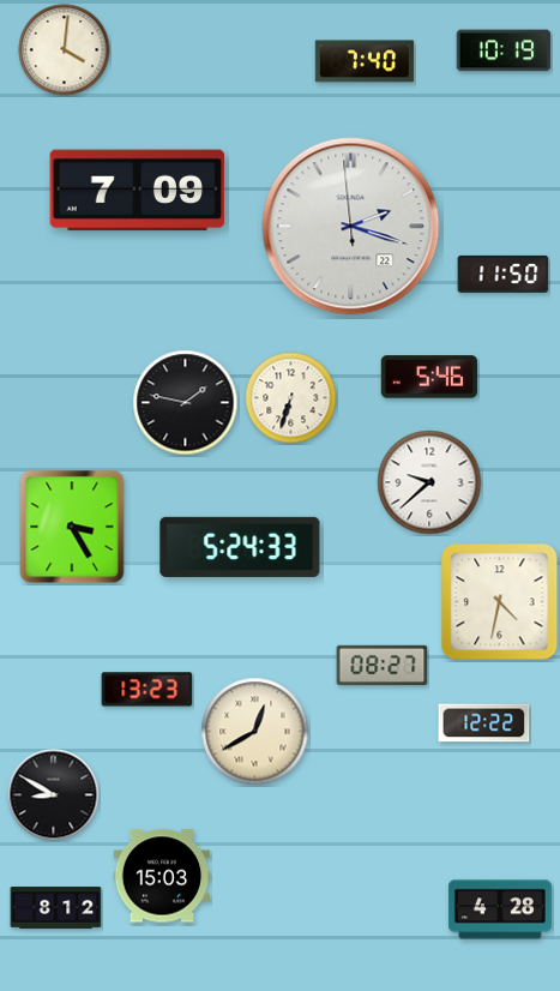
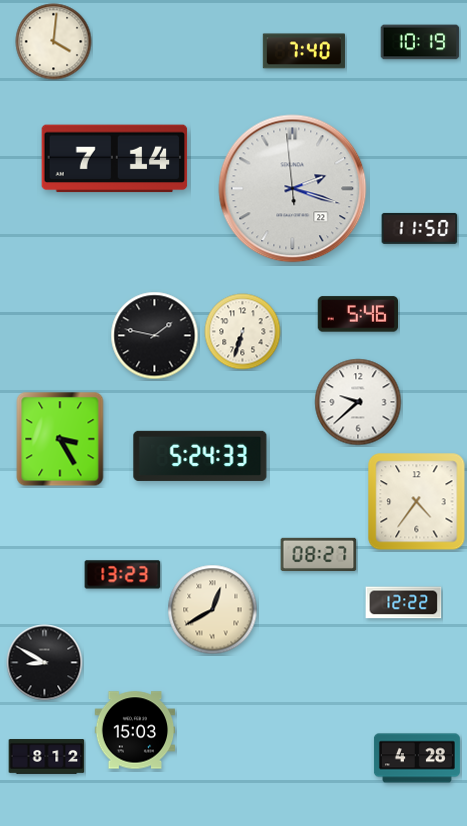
clock at (138, 191): 7:09 -> 7:14
clock at (500, 602): 4:32 -> 4:36
